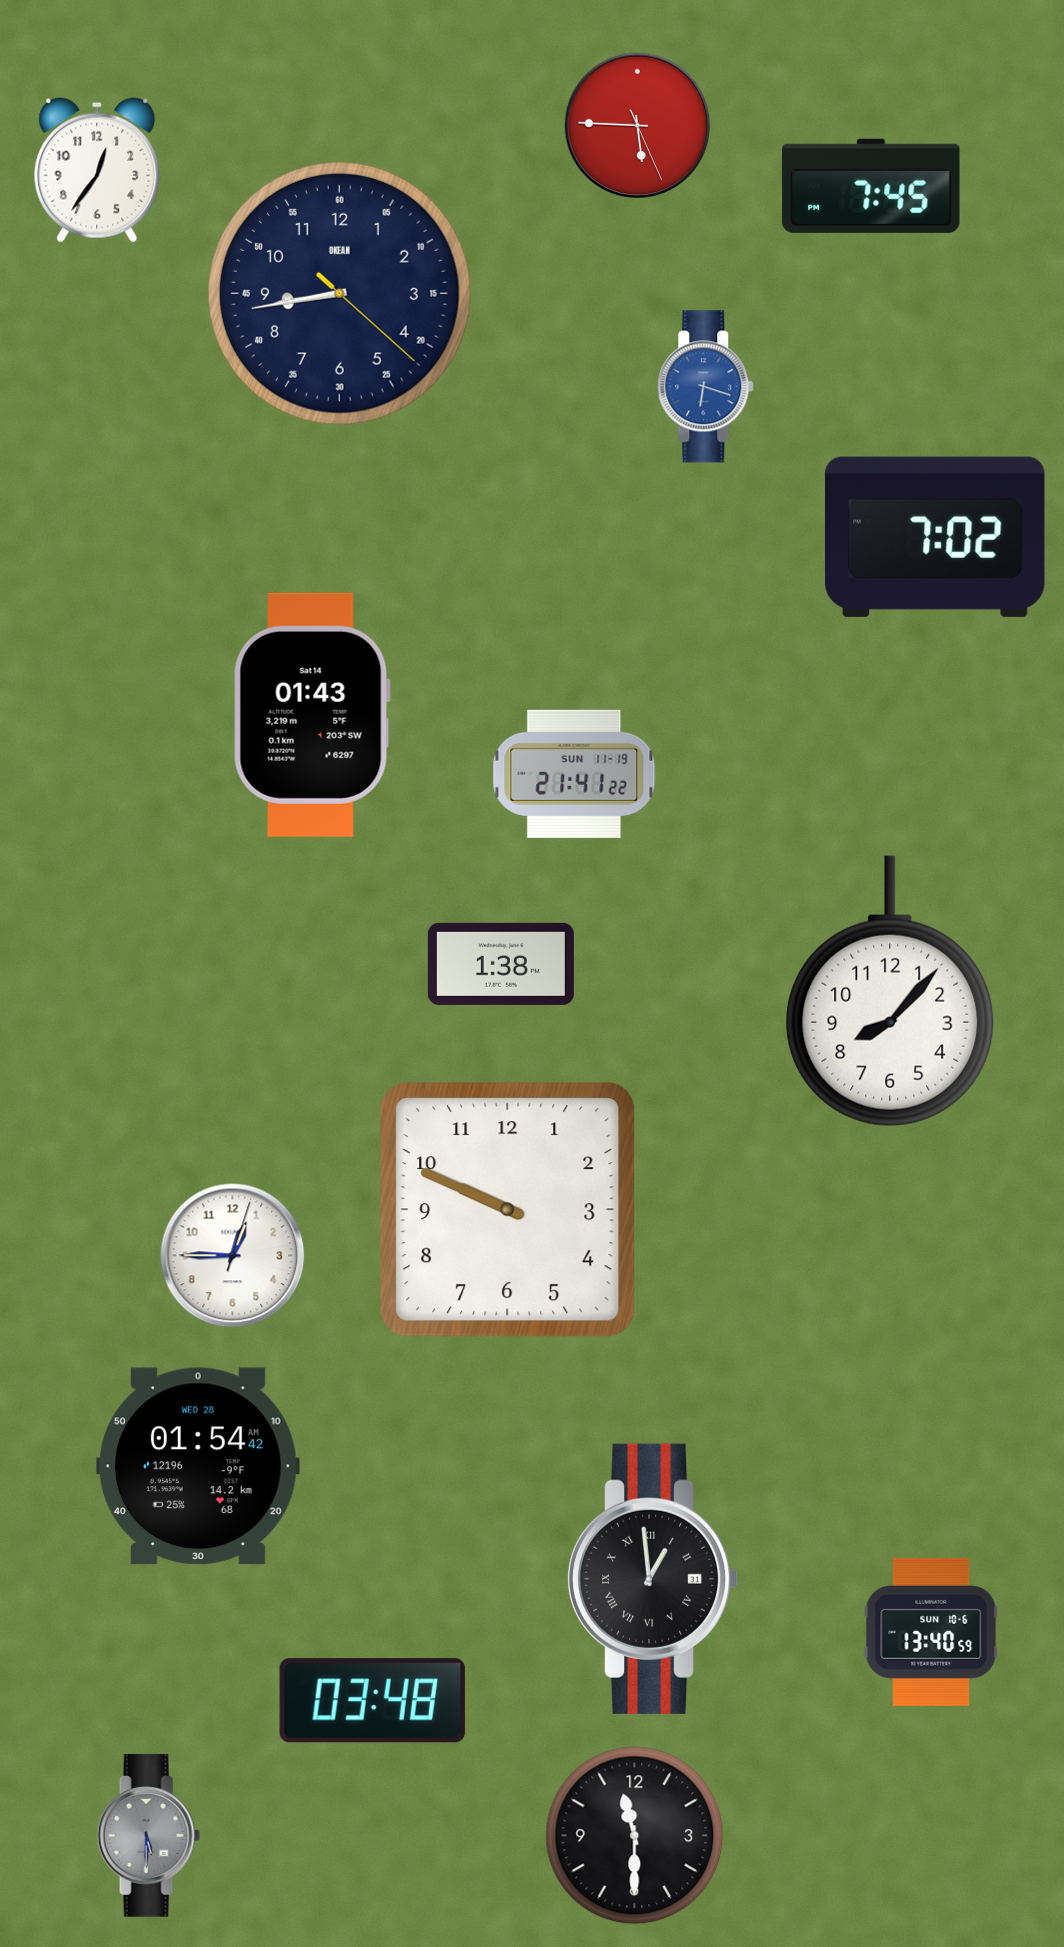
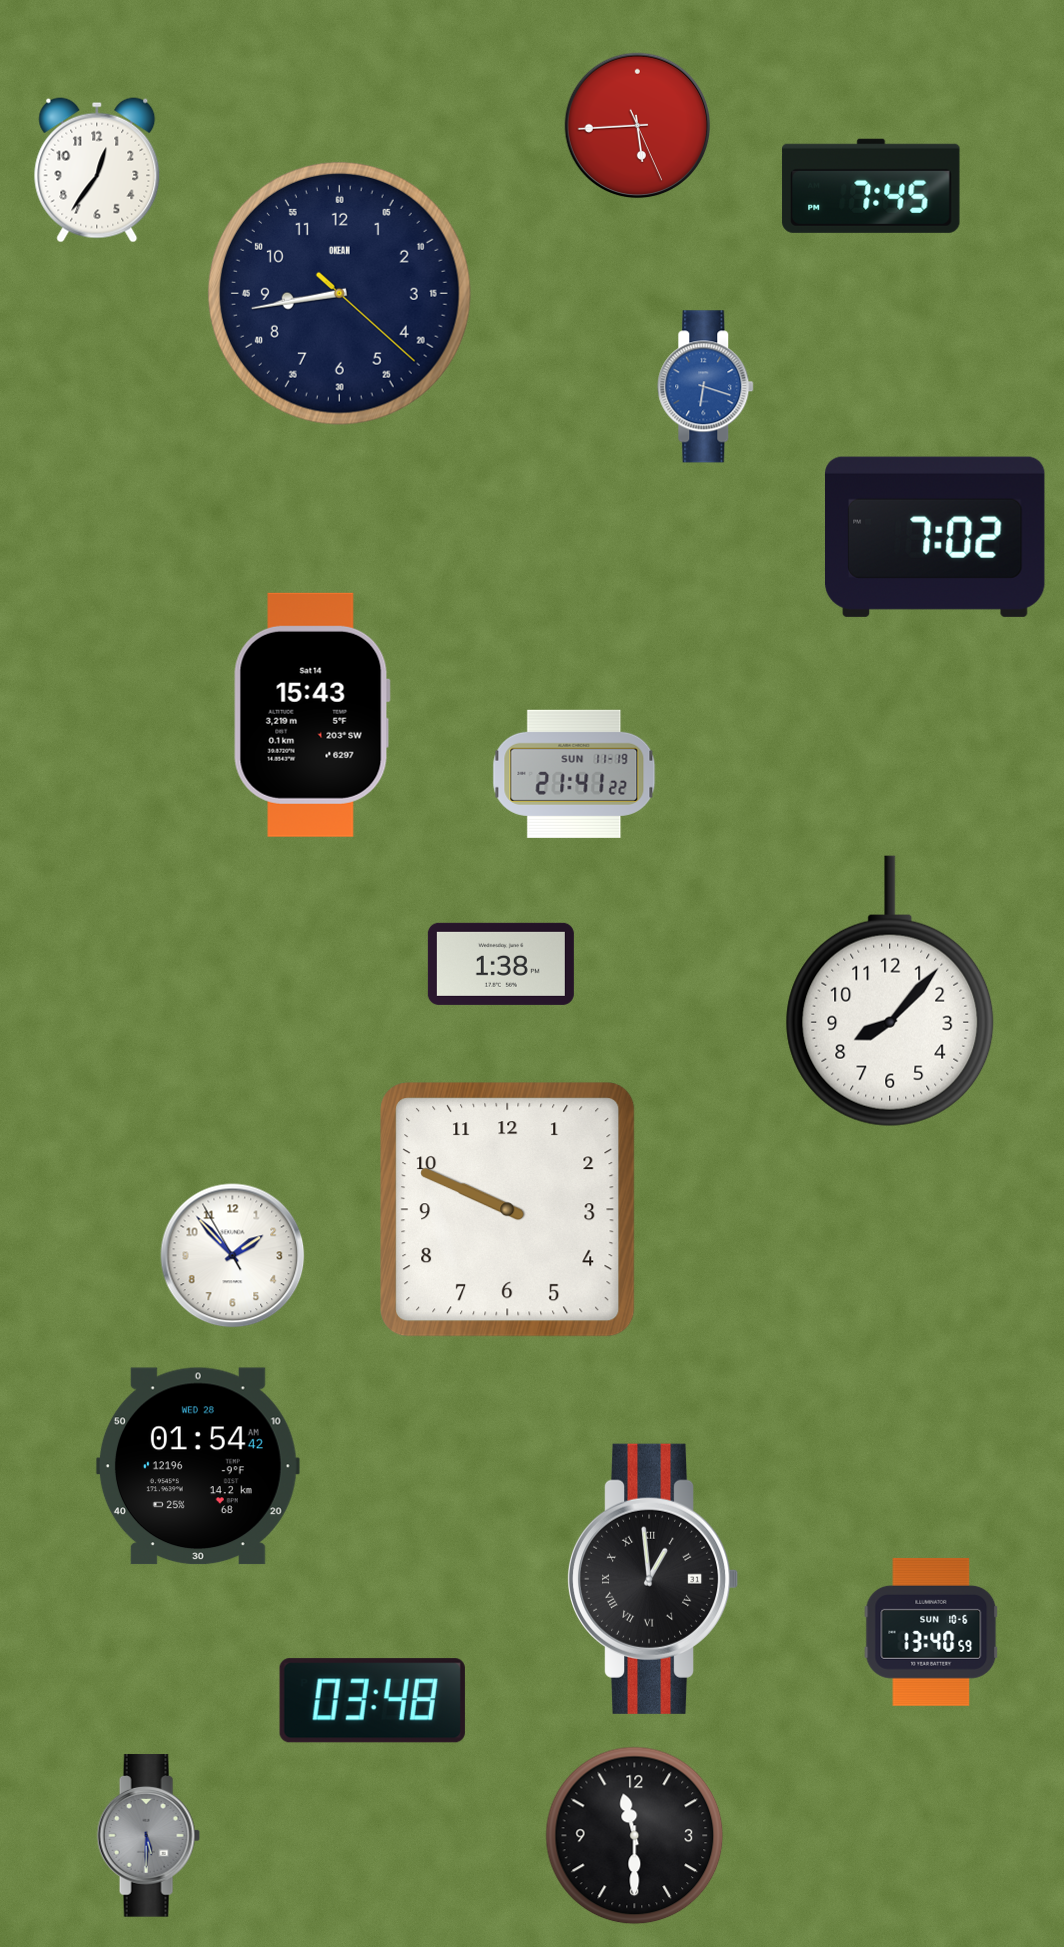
clock at (638, 126): 5:45 -> 5:44
clock at (312, 715): 01:43 -> 15:43
clock at (233, 1256): 12:45 -> 1:52
